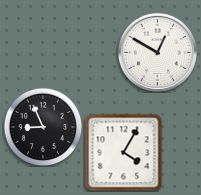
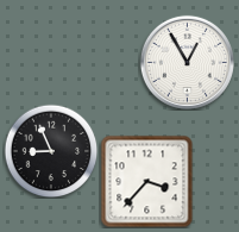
clock at (157, 52): 12:50 -> 12:55
clock at (123, 152): 4:05 -> 3:37
